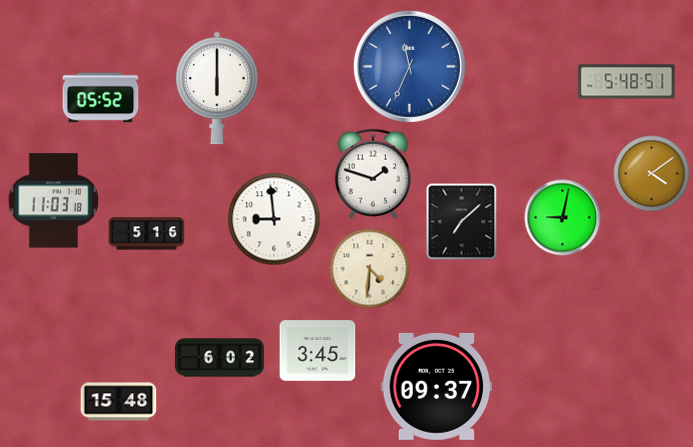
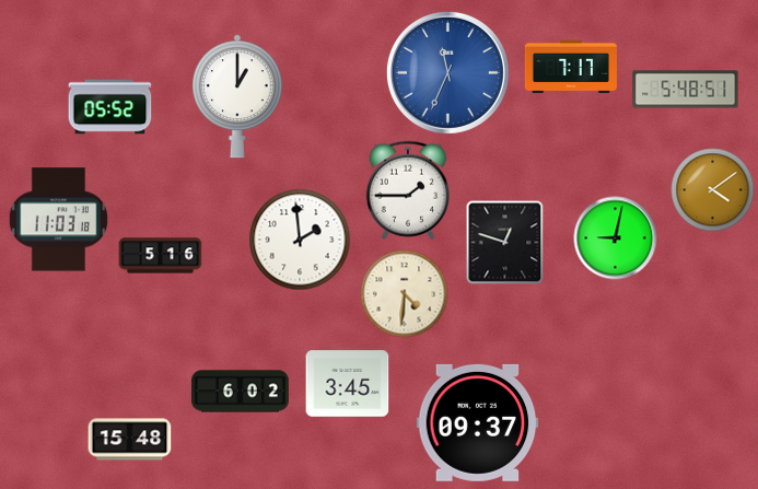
clock at (571, 67): none -> 7:17
clock at (218, 88): 6:00 -> 1:00
clock at (373, 174): 1:48 -> 1:45
clock at (274, 219): 8:59 -> 1:59
clock at (462, 222): 7:08 -> 12:48
